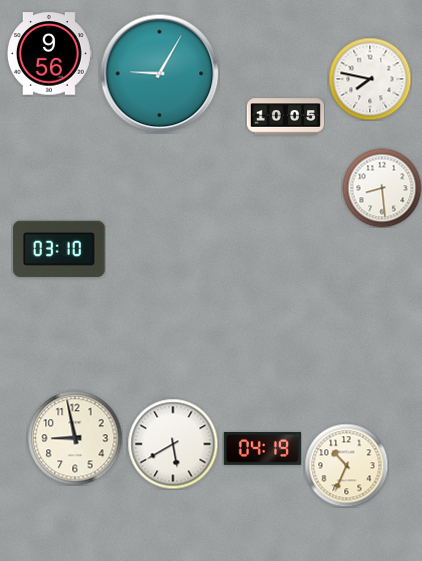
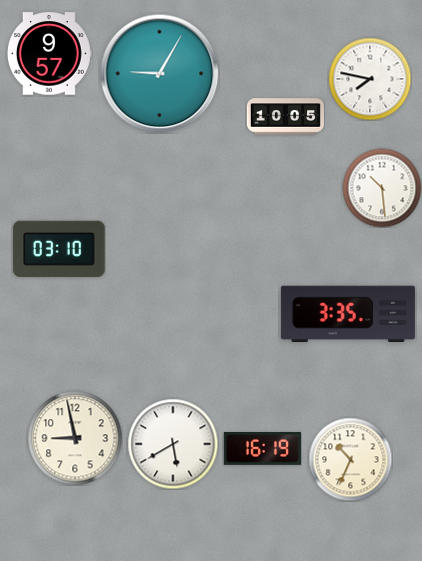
clock at (49, 54): 9:56 -> 9:57
clock at (382, 188): 8:29 -> 10:29
clock at (348, 314): none -> 3:35
clock at (262, 449): 04:19 -> 16:19
clock at (346, 465) position: (346, 465) -> (350, 459)
